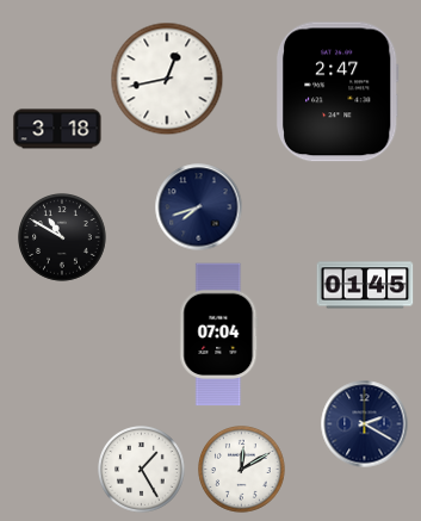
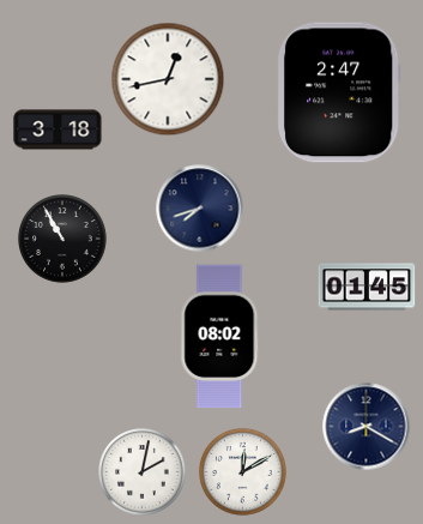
clock at (63, 238): 10:50 -> 10:55
clock at (219, 335): 07:04 -> 08:02
clock at (365, 424): 2:20 -> 8:20
clock at (142, 470): 1:25 -> 2:02
